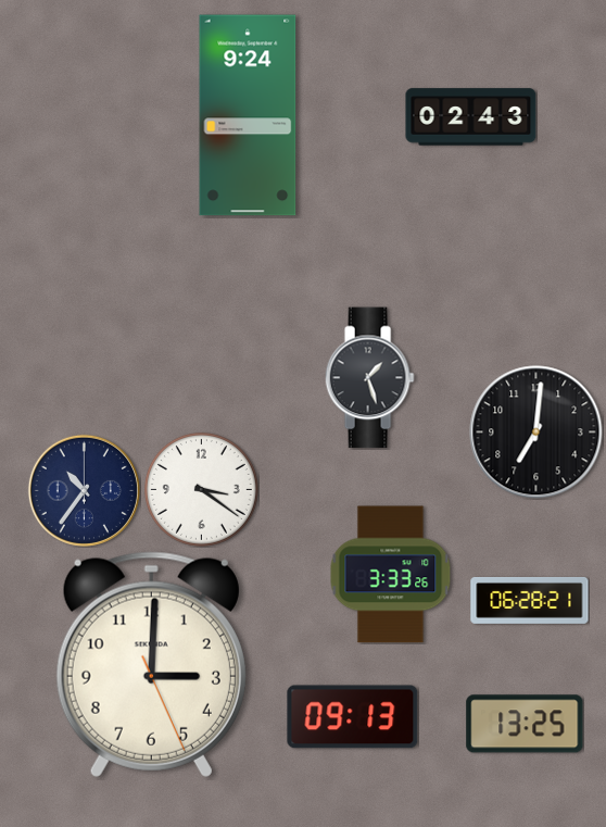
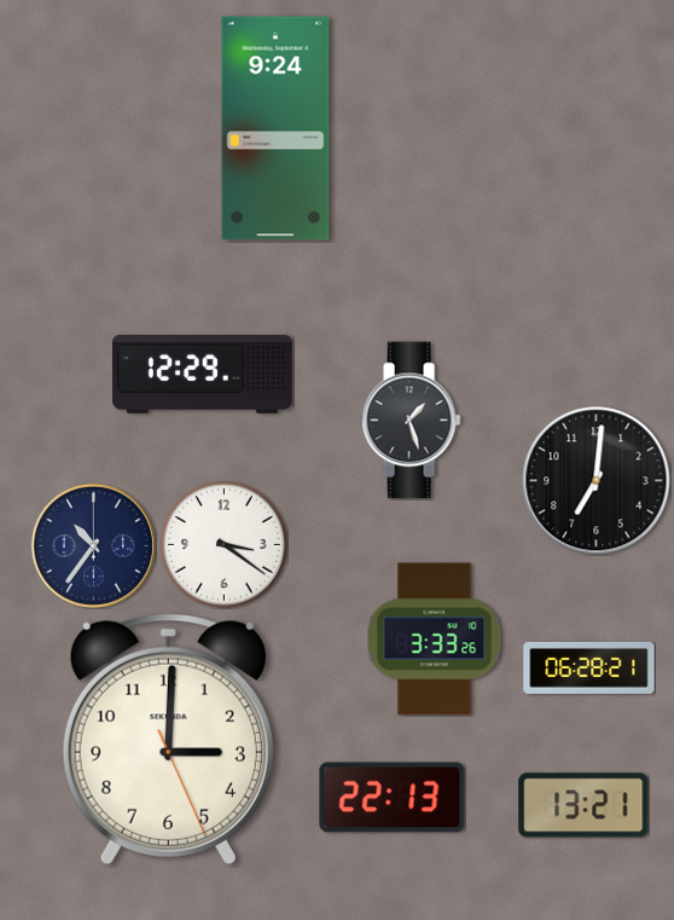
clock at (471, 117): 02:43 -> none
clock at (202, 374): none -> 12:29
clock at (353, 717): 09:13 -> 22:13
clock at (525, 724): 13:25 -> 13:21
